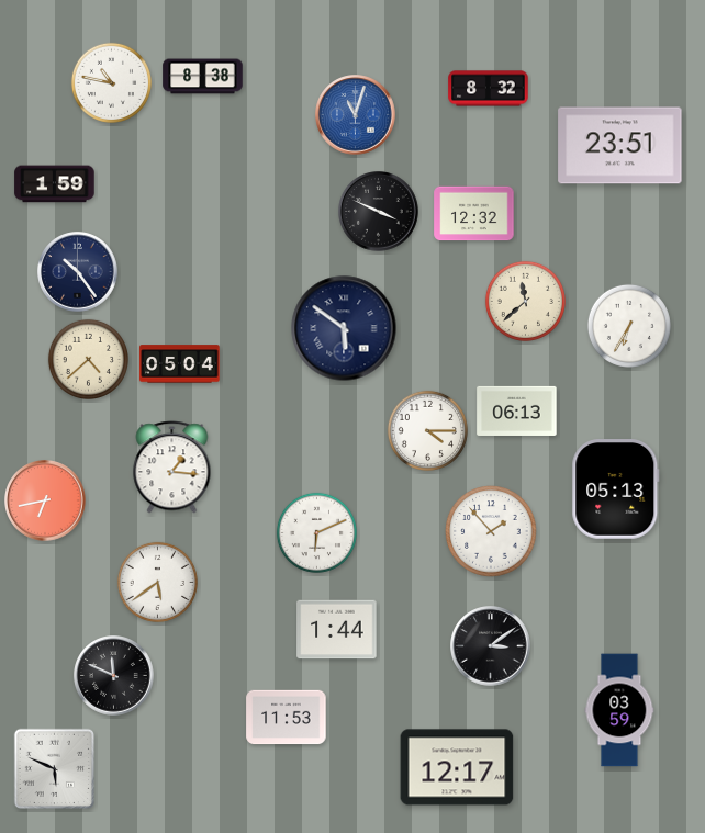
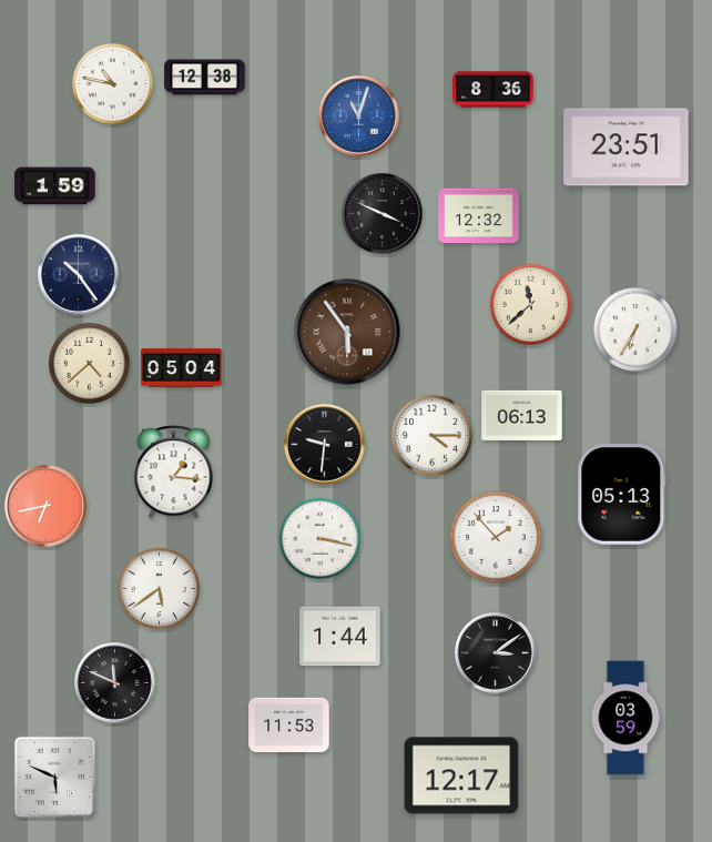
clock at (203, 77): 8:38 -> 12:38
clock at (489, 89): 8:32 -> 8:36
clock at (344, 328): 5:51 -> 5:54
clock at (344, 328) dial: navy -> brown
clock at (325, 445): none -> 9:31
clock at (316, 532): 6:11 -> 3:17
